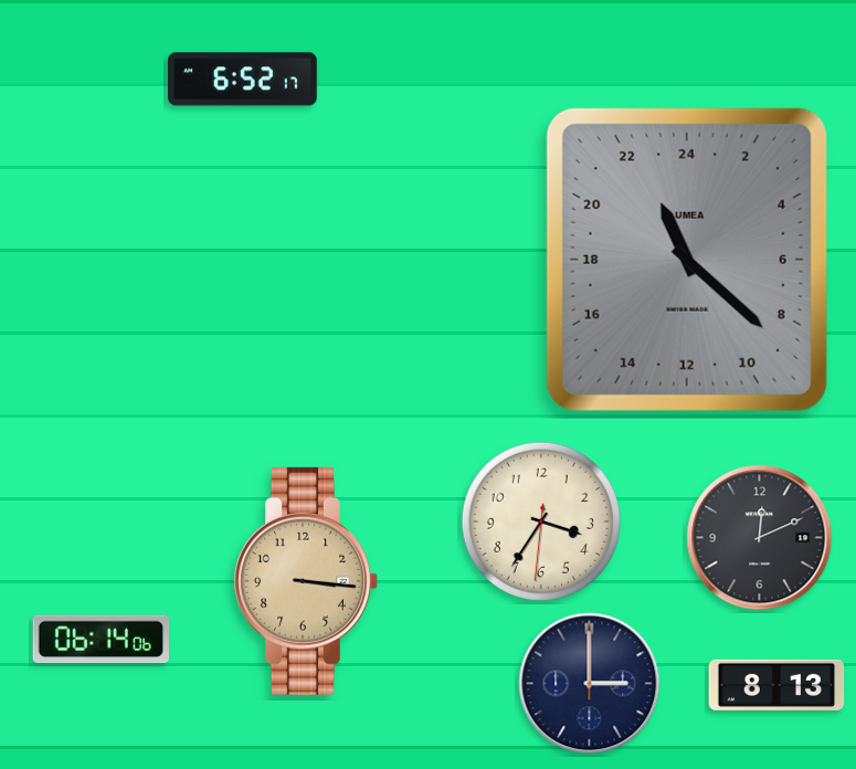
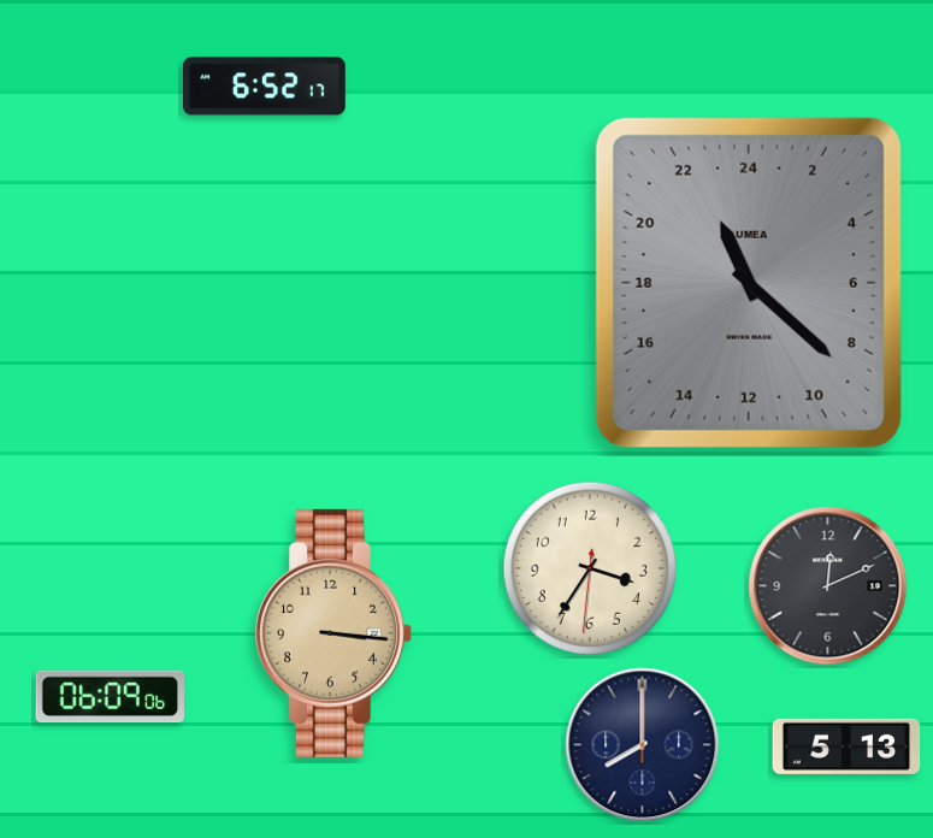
clock at (101, 640): 06:14 -> 06:09
clock at (590, 684): 3:00 -> 8:00
clock at (776, 685): 8:13 -> 5:13
